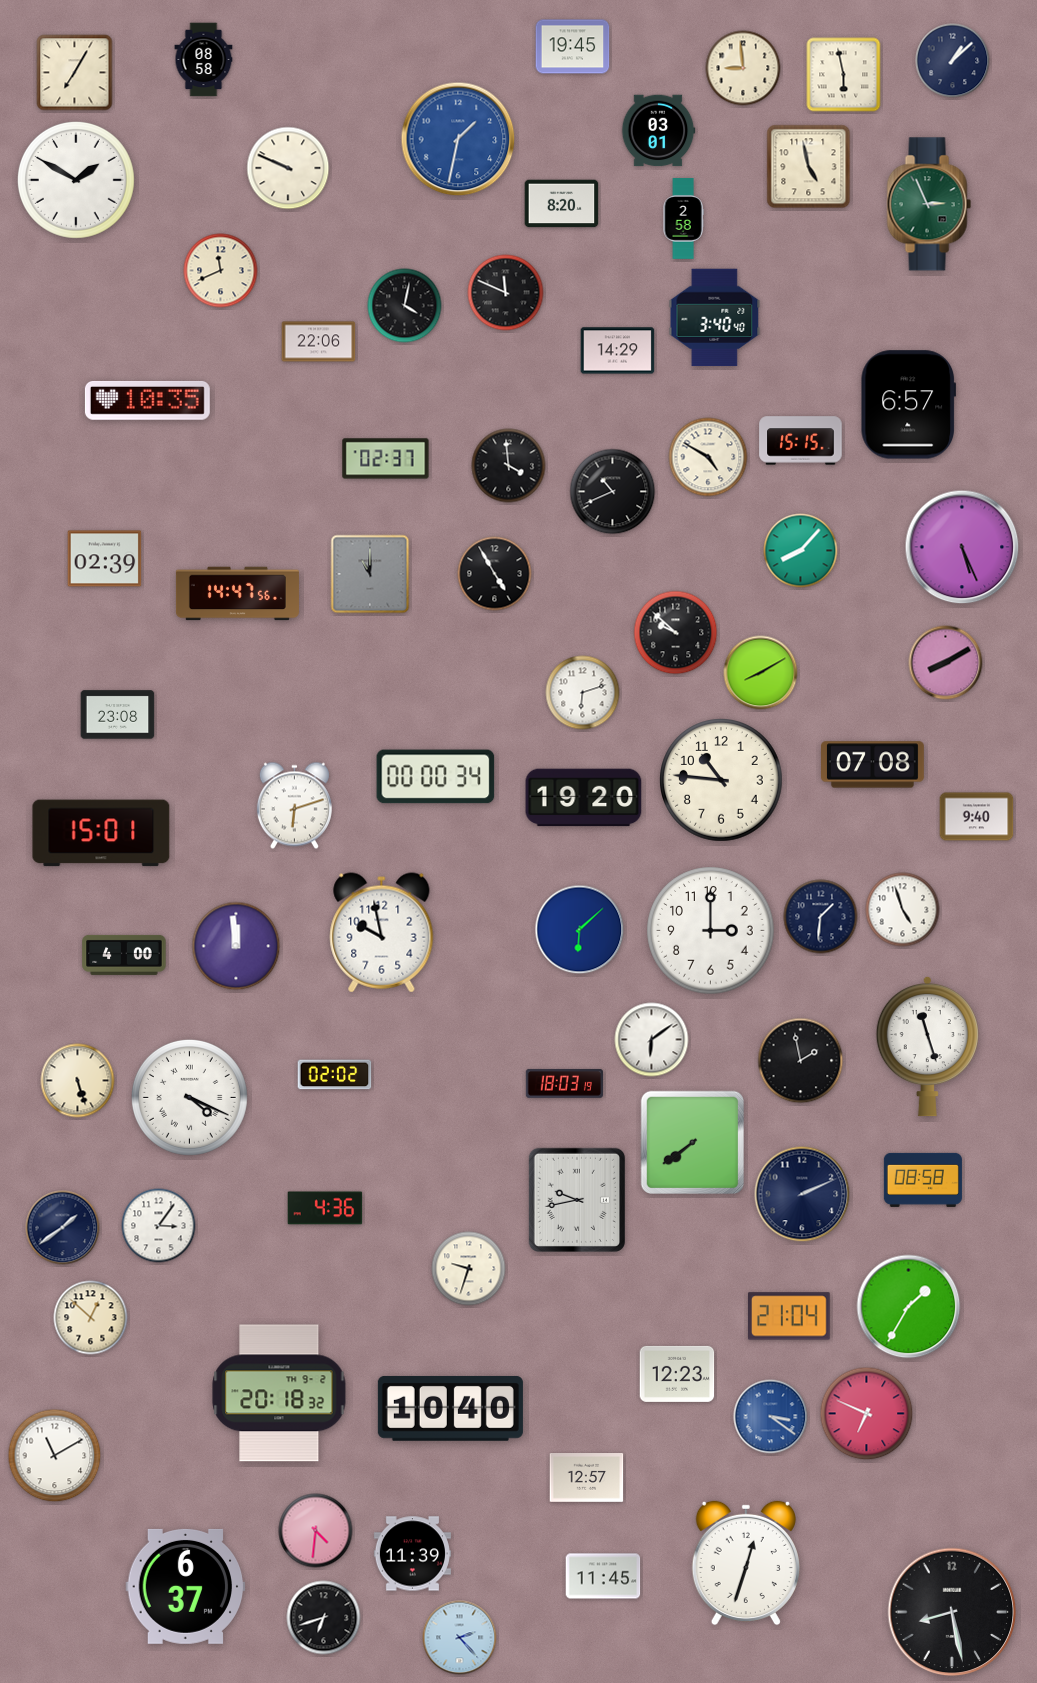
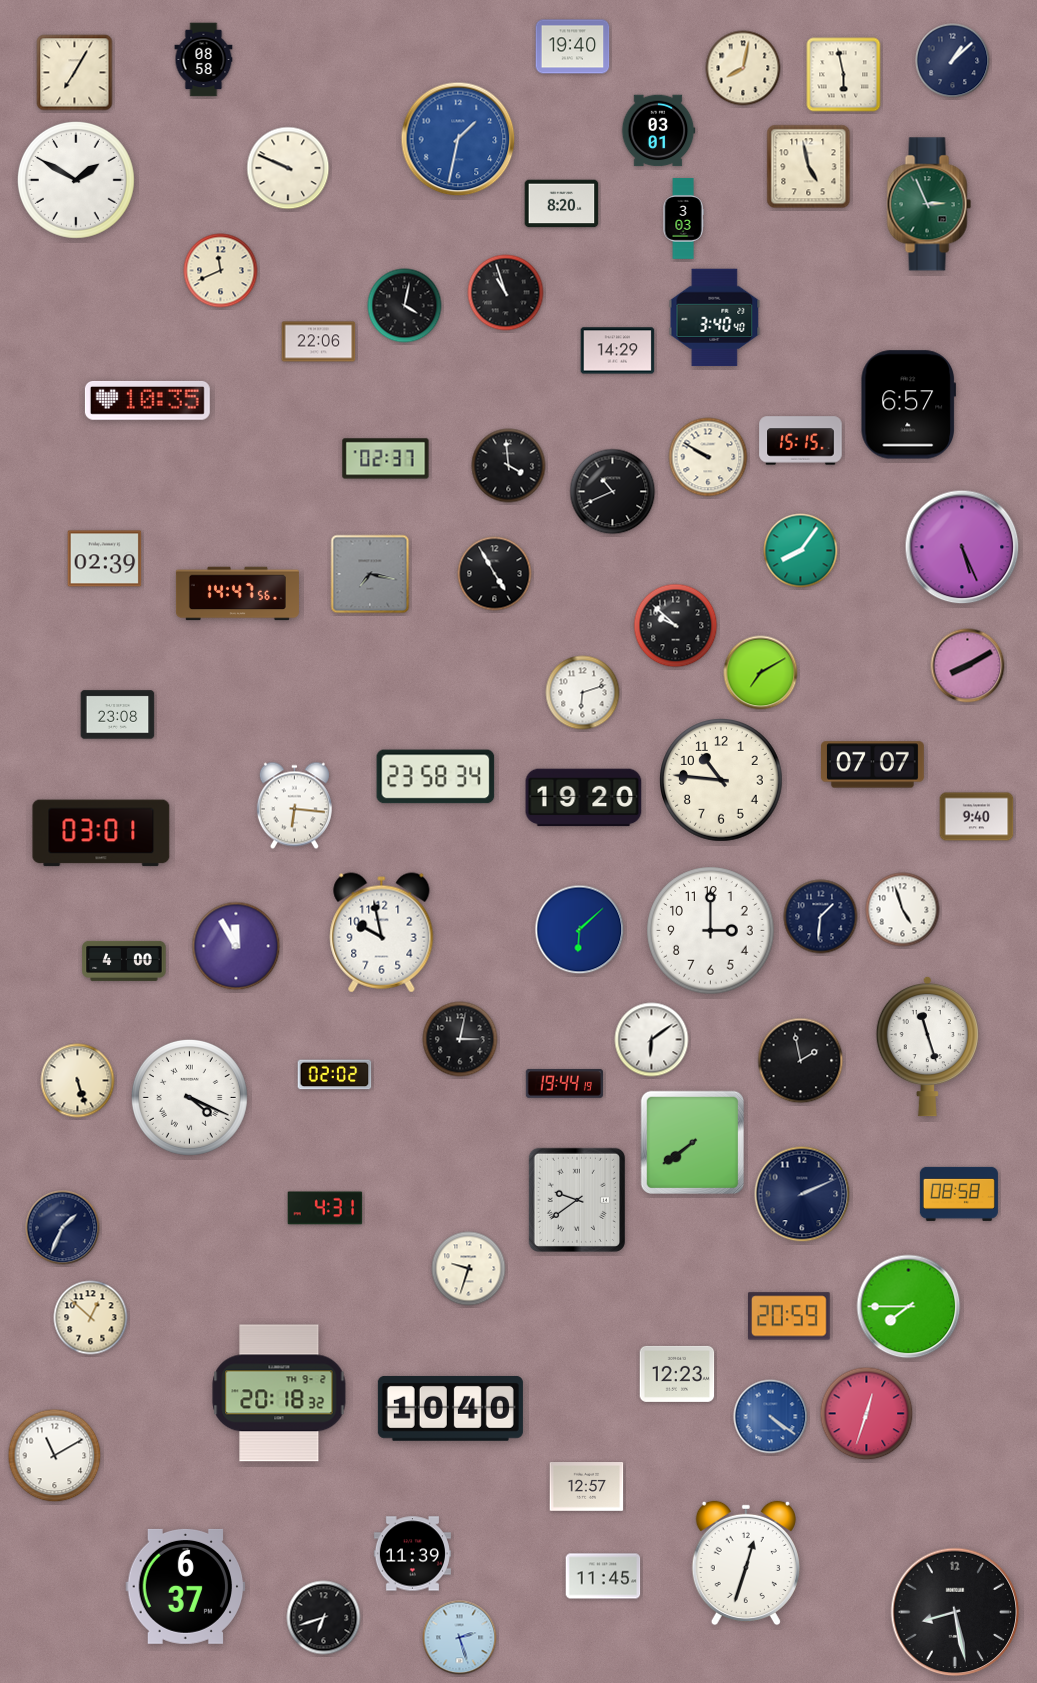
clock at (573, 47): 19:45 -> 19:40
clock at (743, 68): 8:59 -> 8:02
clock at (683, 219): 2:58 -> 3:03
clock at (506, 293): 11:49 -> 10:57
clock at (708, 457): 4:50 -> 9:50
clock at (801, 551): 8:07 -> 8:06
clock at (370, 574): 11:00 -> 7:17
clock at (676, 633) position: (676, 633) -> (676, 626)
clock at (946, 663) position: (946, 663) -> (968, 666)
clock at (761, 673): 8:10 -> 7:10
clock at (873, 765): 07:08 -> 07:07
clock at (436, 777): 00:00 -> 23:58
clock at (294, 806): 6:12 -> 6:16
clock at (101, 833): 15:01 -> 03:01
clock at (236, 946): 11:59 -> 11:55
clock at (124, 955) position: (124, 955) -> (124, 961)
clock at (460, 1039): none -> 3:02
clock at (564, 1083): 18:03 -> 19:44
clock at (923, 1180) position: (923, 1180) -> (959, 1194)
clock at (577, 1200): 9:43 -> 9:39
clock at (325, 1208): 4:36 -> 4:31
clock at (159, 1226): 3:06 -> none
clock at (63, 1228): 1:39 -> 1:34
clock at (909, 1307): 1:35 -> 7:45
clock at (790, 1316): 21:04 -> 20:59
clock at (867, 1414): 6:49 -> 12:33
clock at (771, 1417): 3:21 -> 4:21
clock at (587, 1478) position: (587, 1478) -> (587, 1487)
clock at (316, 1531): 4:31 -> none
clock at (952, 1612) position: (952, 1612) -> (955, 1612)
clock at (460, 1638): 2:23 -> 2:27
